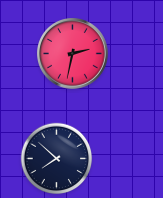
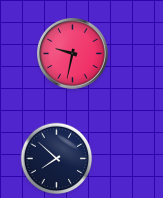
clock at (73, 54): 2:32 -> 9:32
